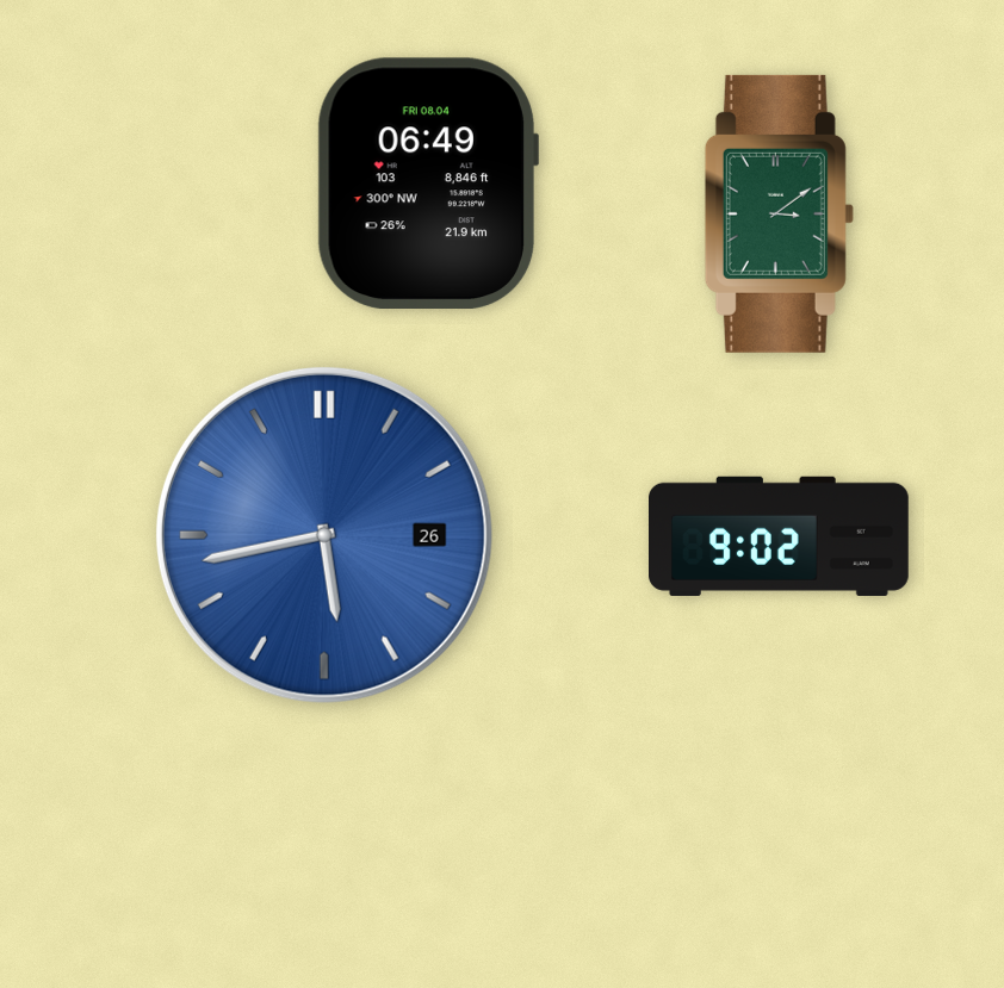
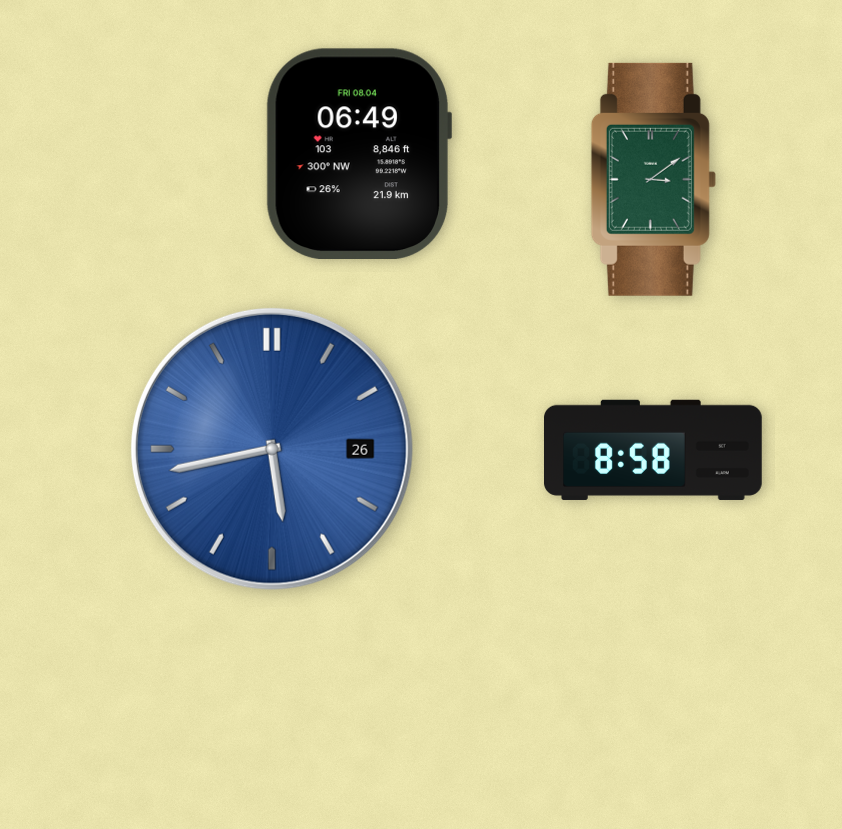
clock at (780, 536): 9:02 -> 8:58
